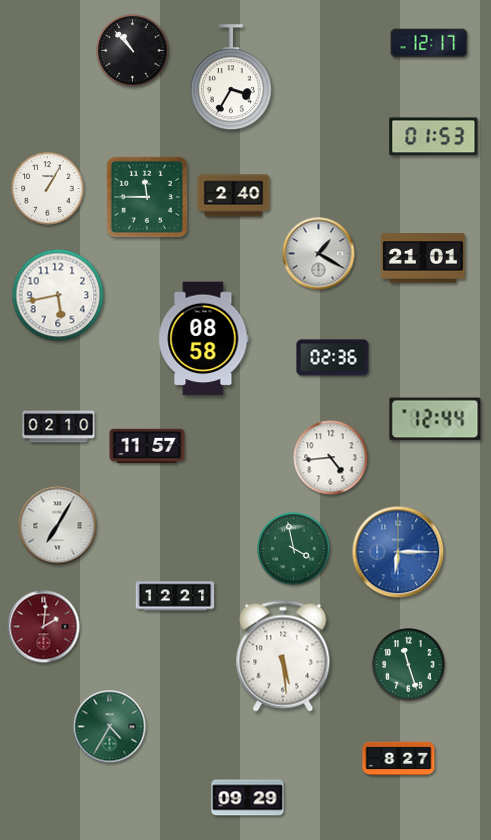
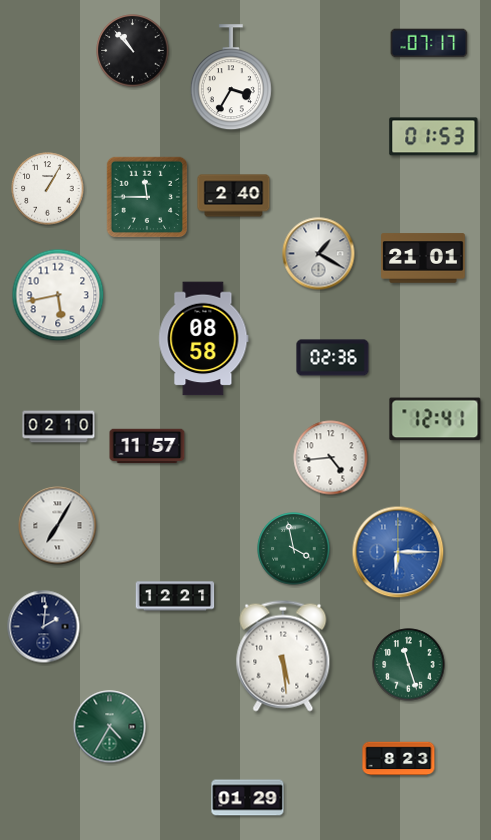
clock at (429, 43): 12:17 -> 07:17
clock at (435, 419): 12:44 -> 12:41
clock at (44, 627) dial: burgundy -> navy
clock at (399, 759): 8:27 -> 8:23
clock at (248, 798): 09:29 -> 01:29
